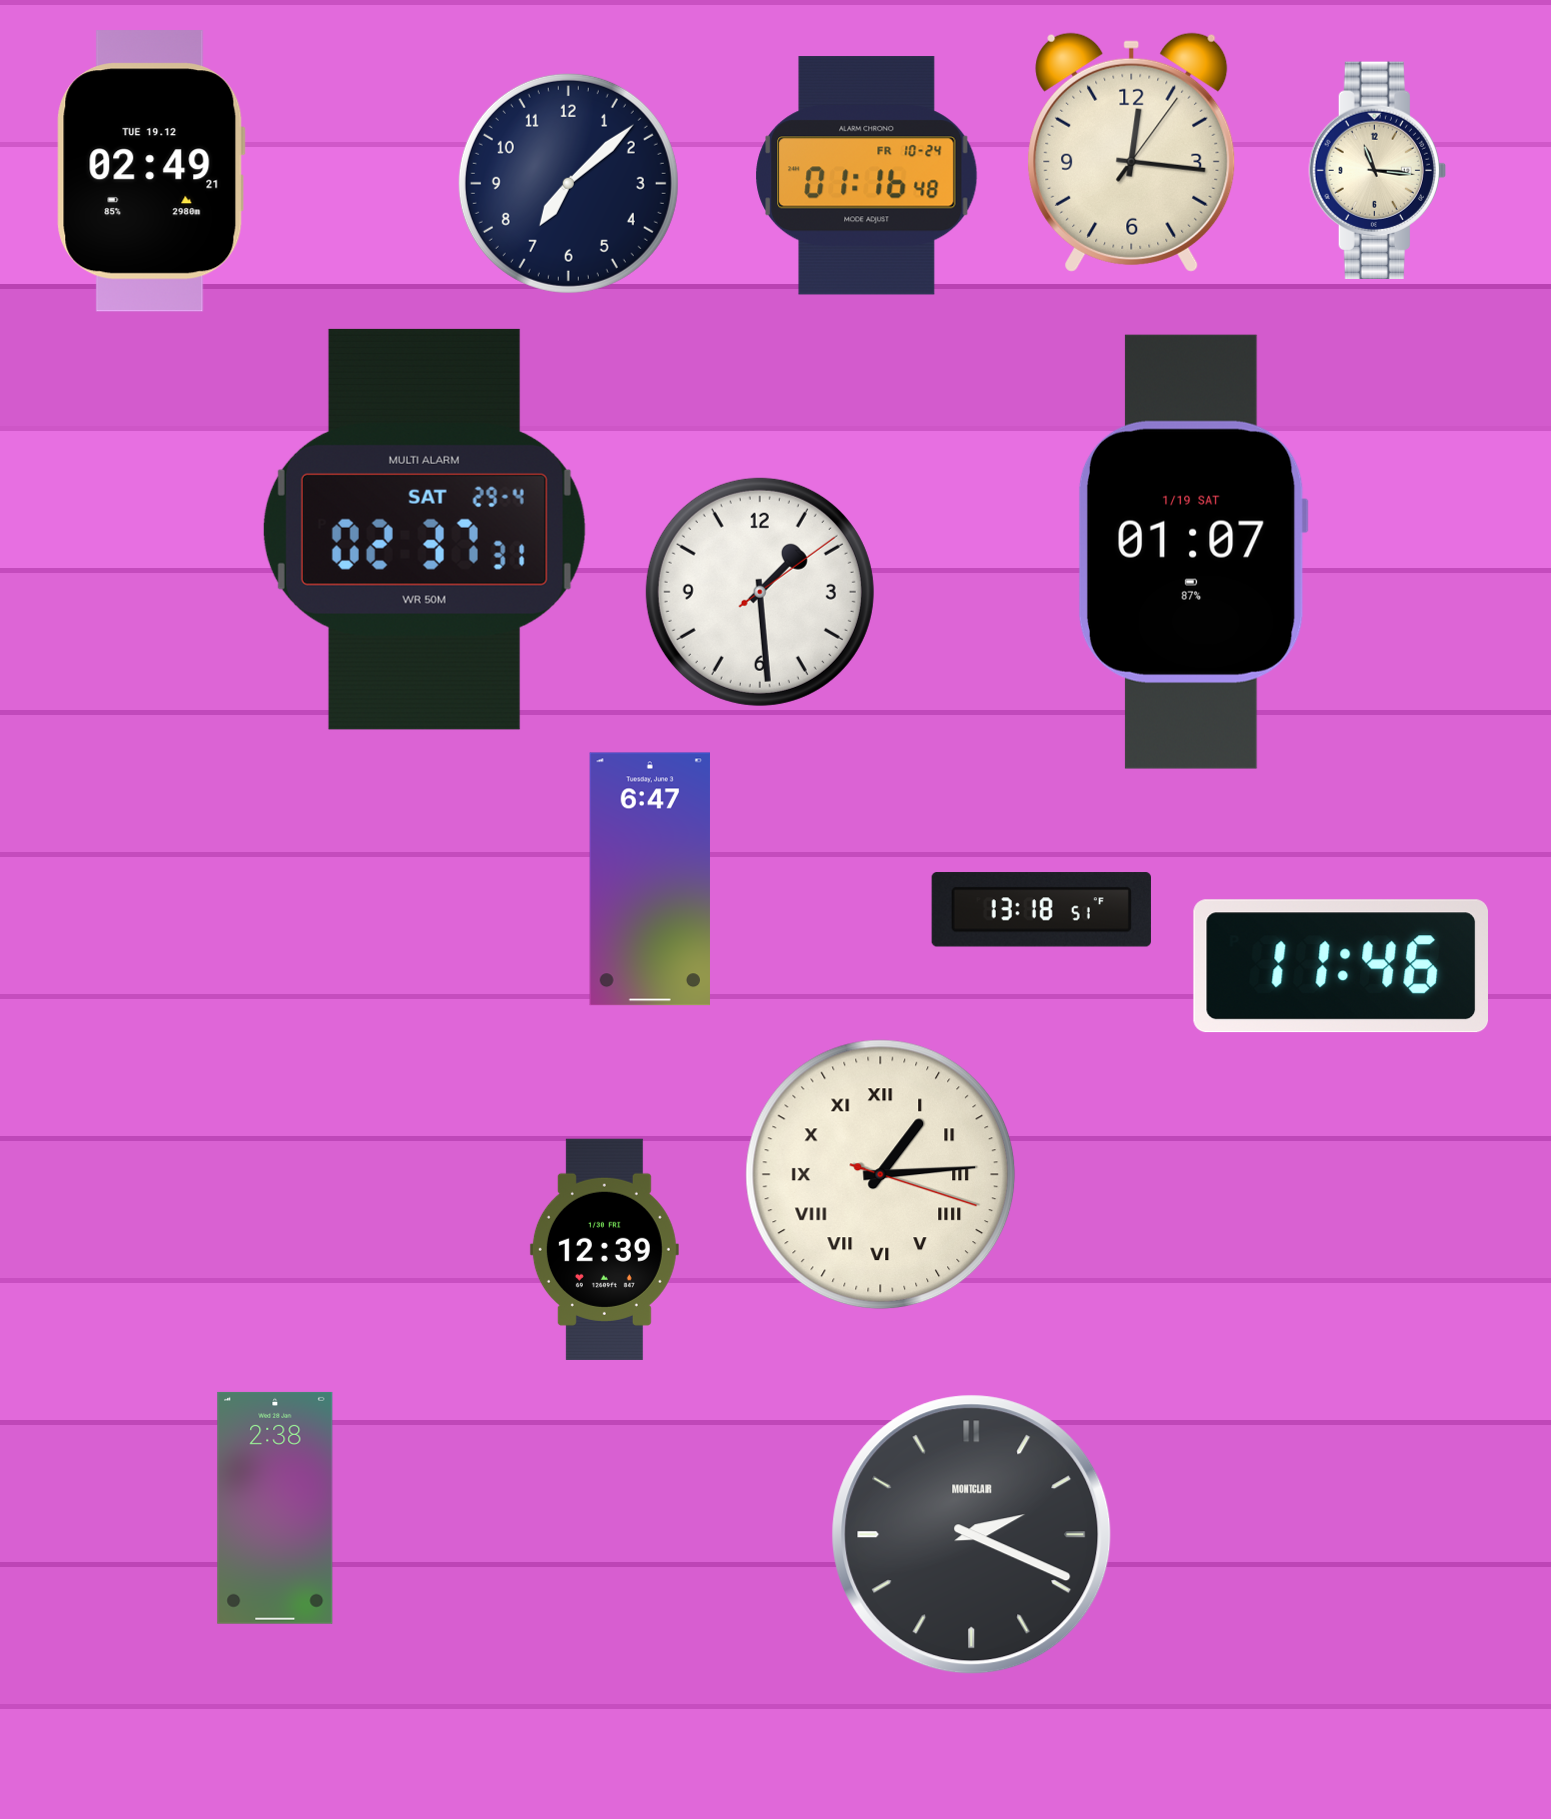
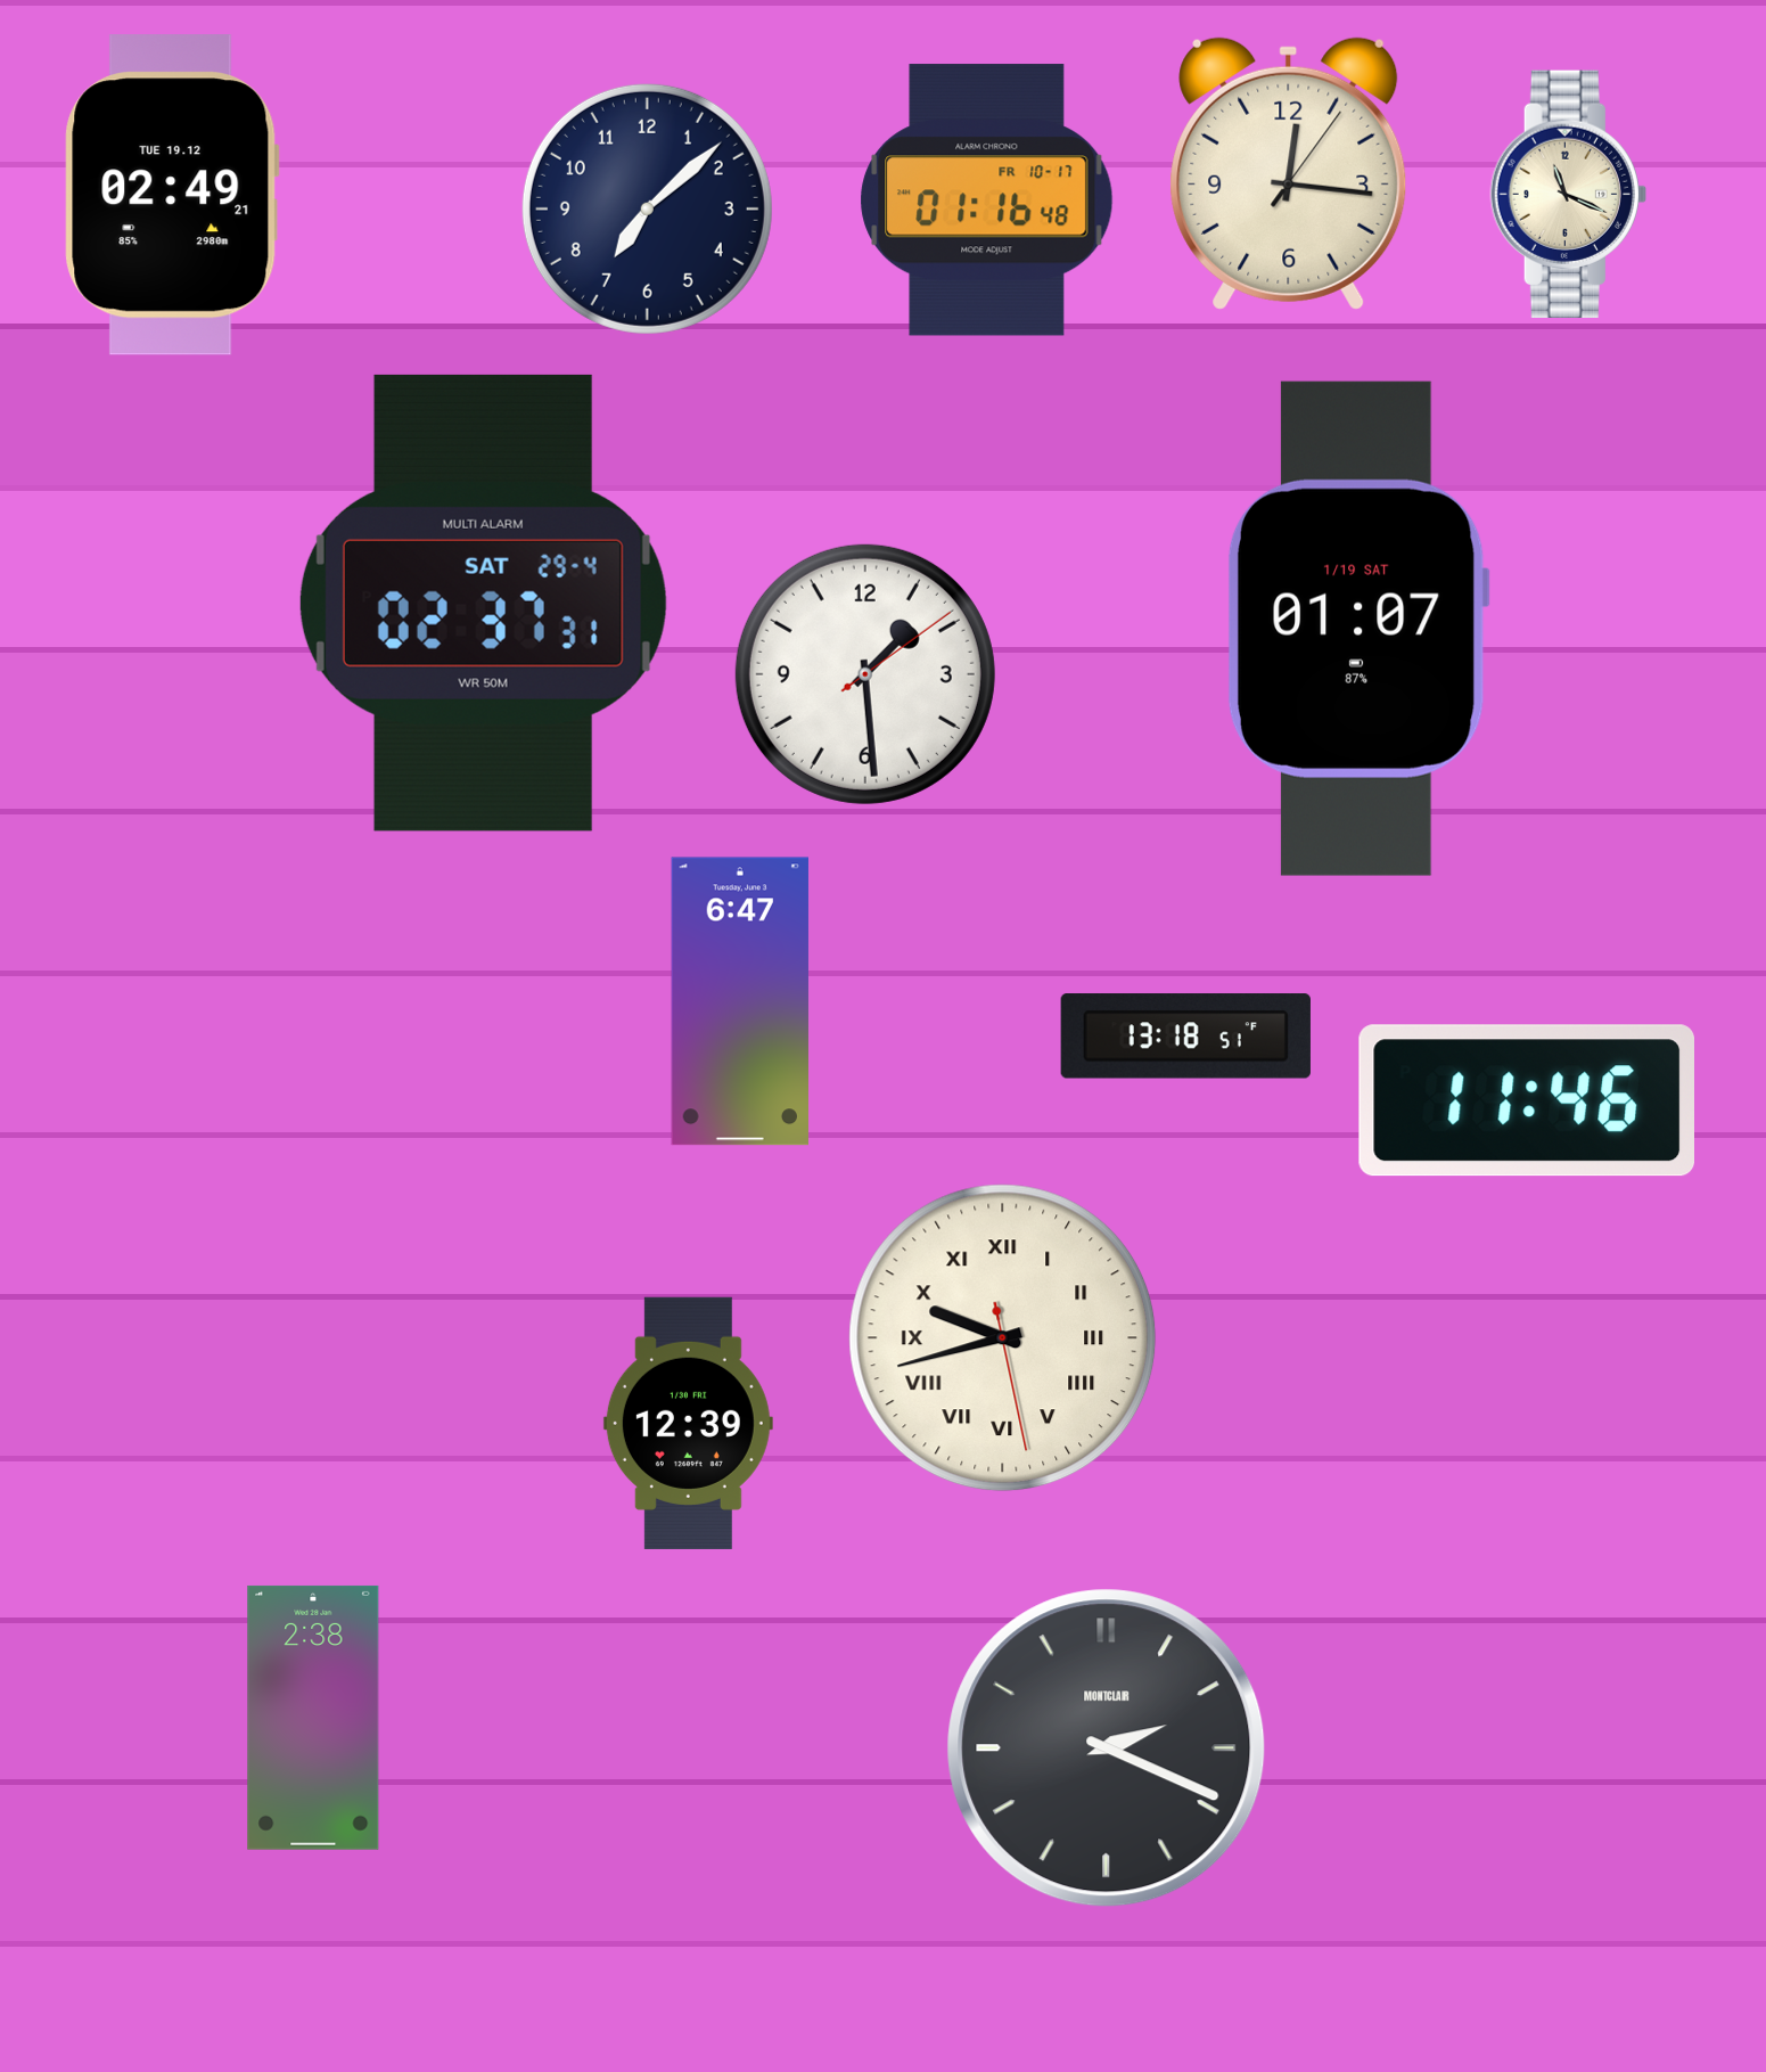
clock at (1377, 170): 11:16 -> 11:19
clock at (867, 176) date: FR 10-24 -> FR 10-17
clock at (881, 1175): 1:14 -> 9:42
